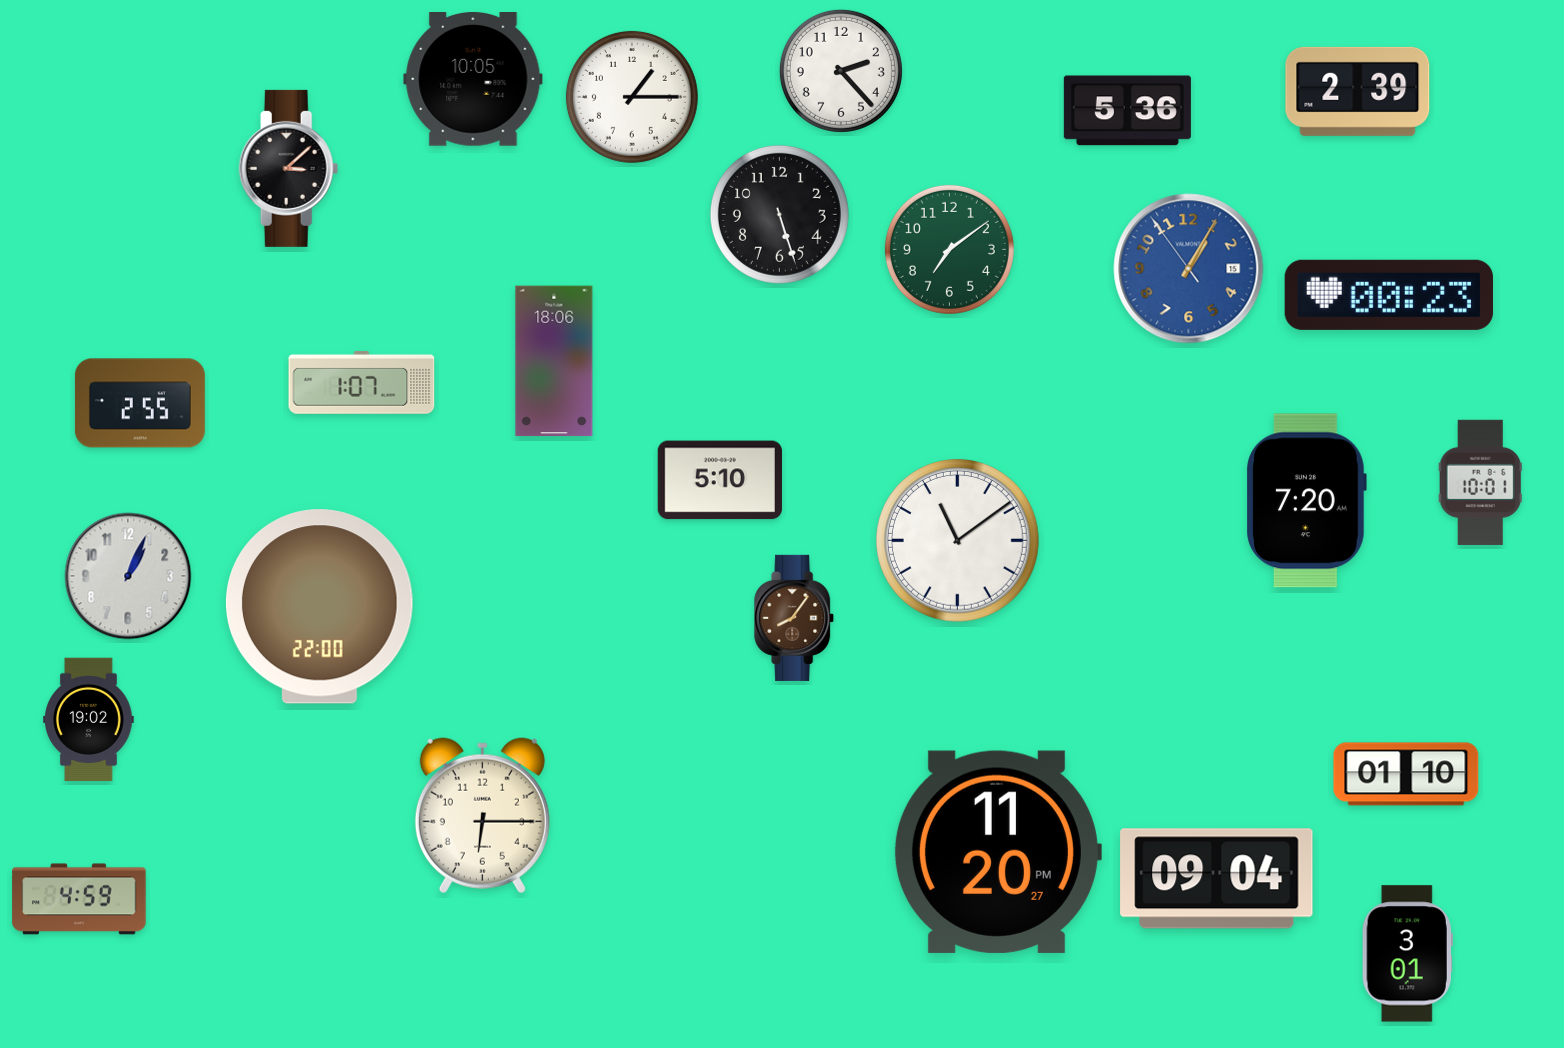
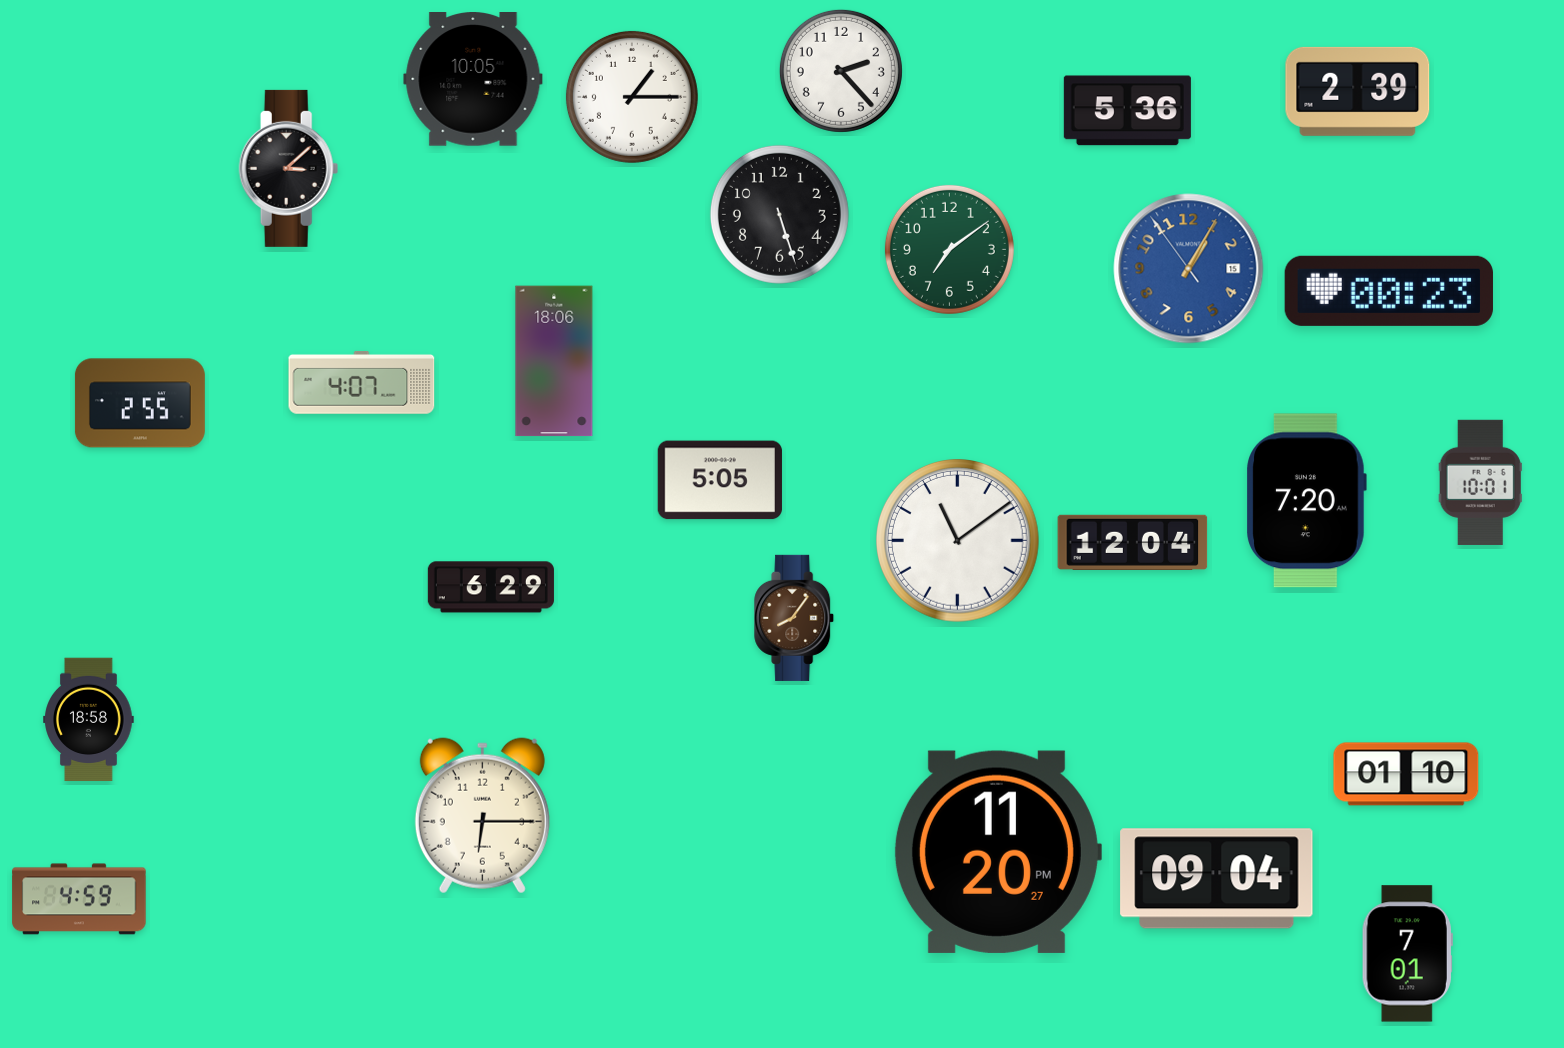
clock at (1389, 295) position: (1389, 295) -> (1389, 291)
clock at (362, 383): 1:07 -> 4:07
clock at (720, 480): 5:10 -> 5:05
clock at (1133, 542): none -> 12:04
clock at (128, 576): 1:04 -> none
clock at (491, 587): none -> 6:29
clock at (319, 607): 22:00 -> none
clock at (89, 720): 19:02 -> 18:58
clock at (1407, 954): 3:01 -> 7:01
